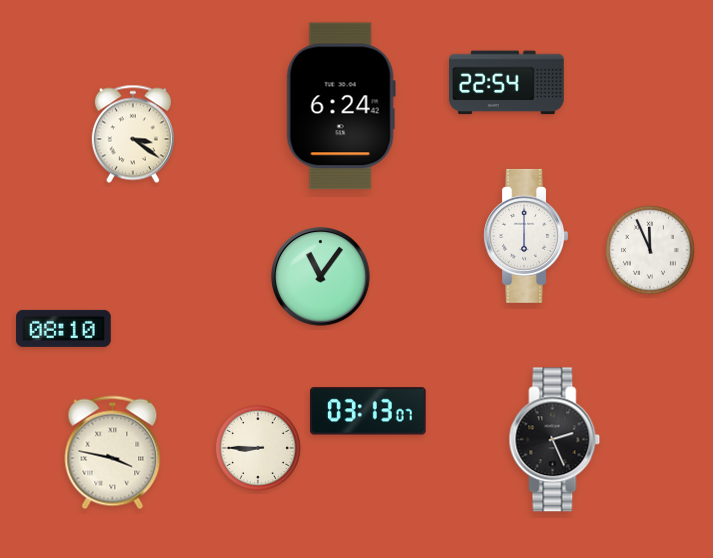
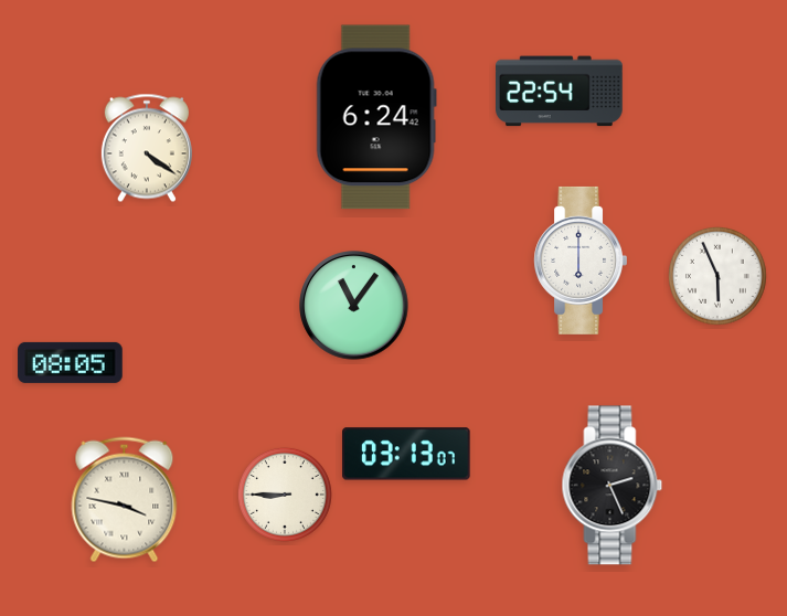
clock at (133, 134): 3:21 -> 4:21
clock at (651, 251): 11:56 -> 5:56
clock at (64, 328): 08:10 -> 08:05
